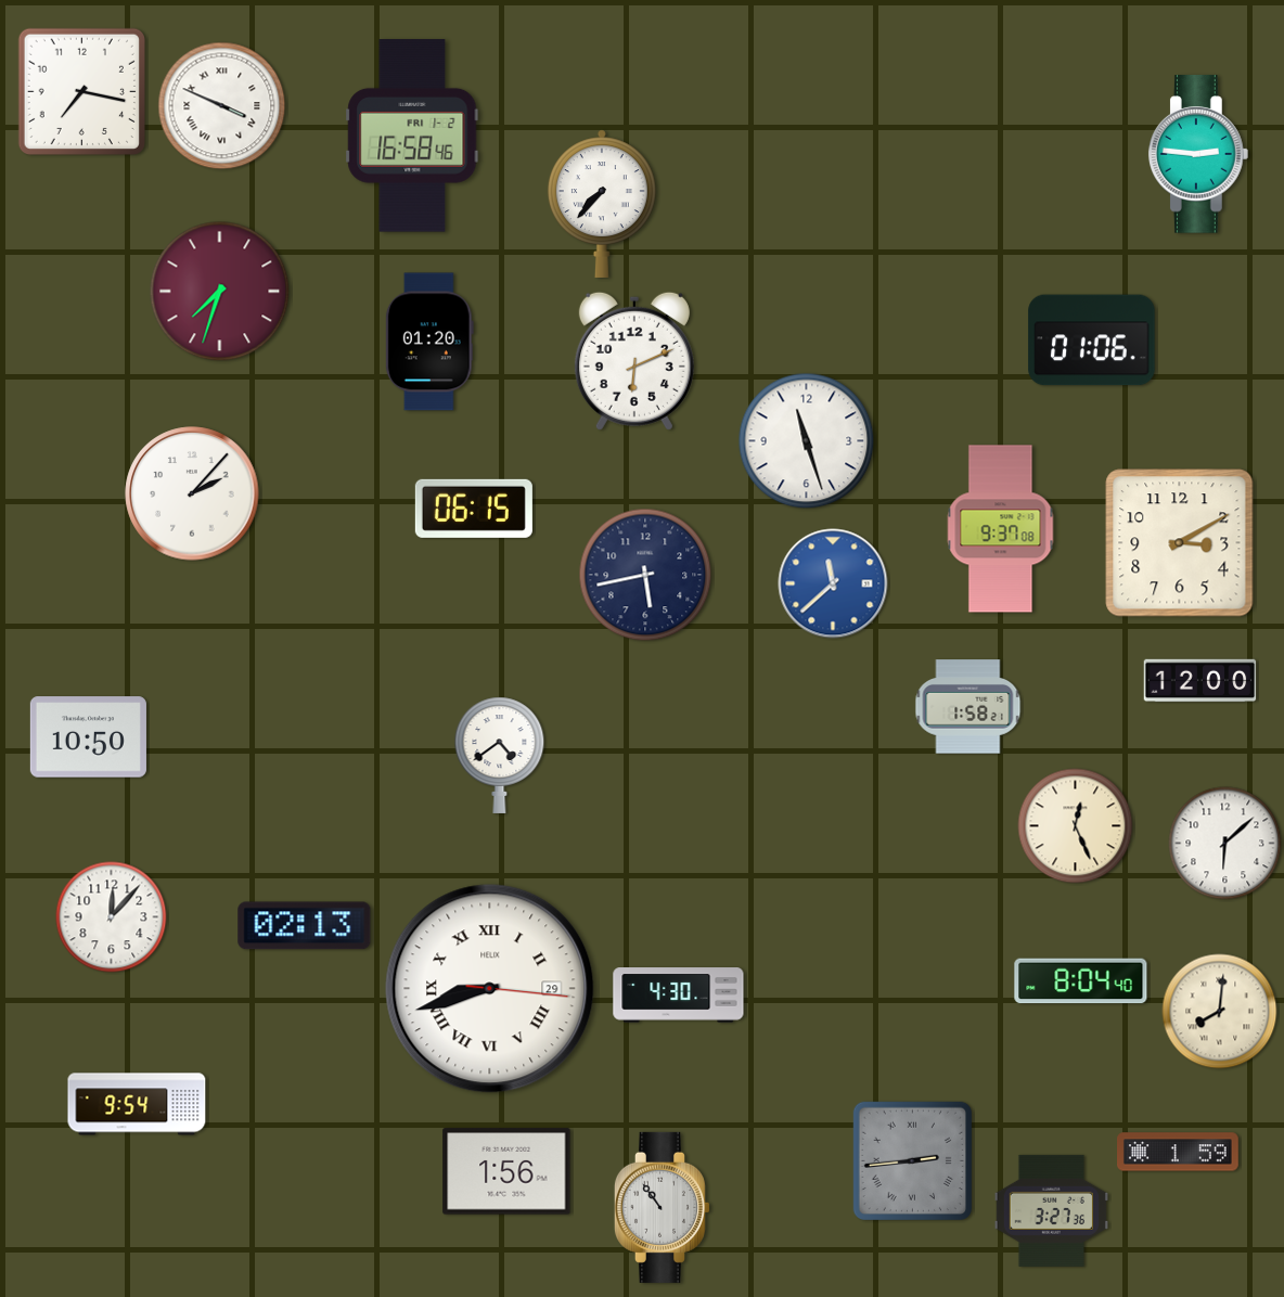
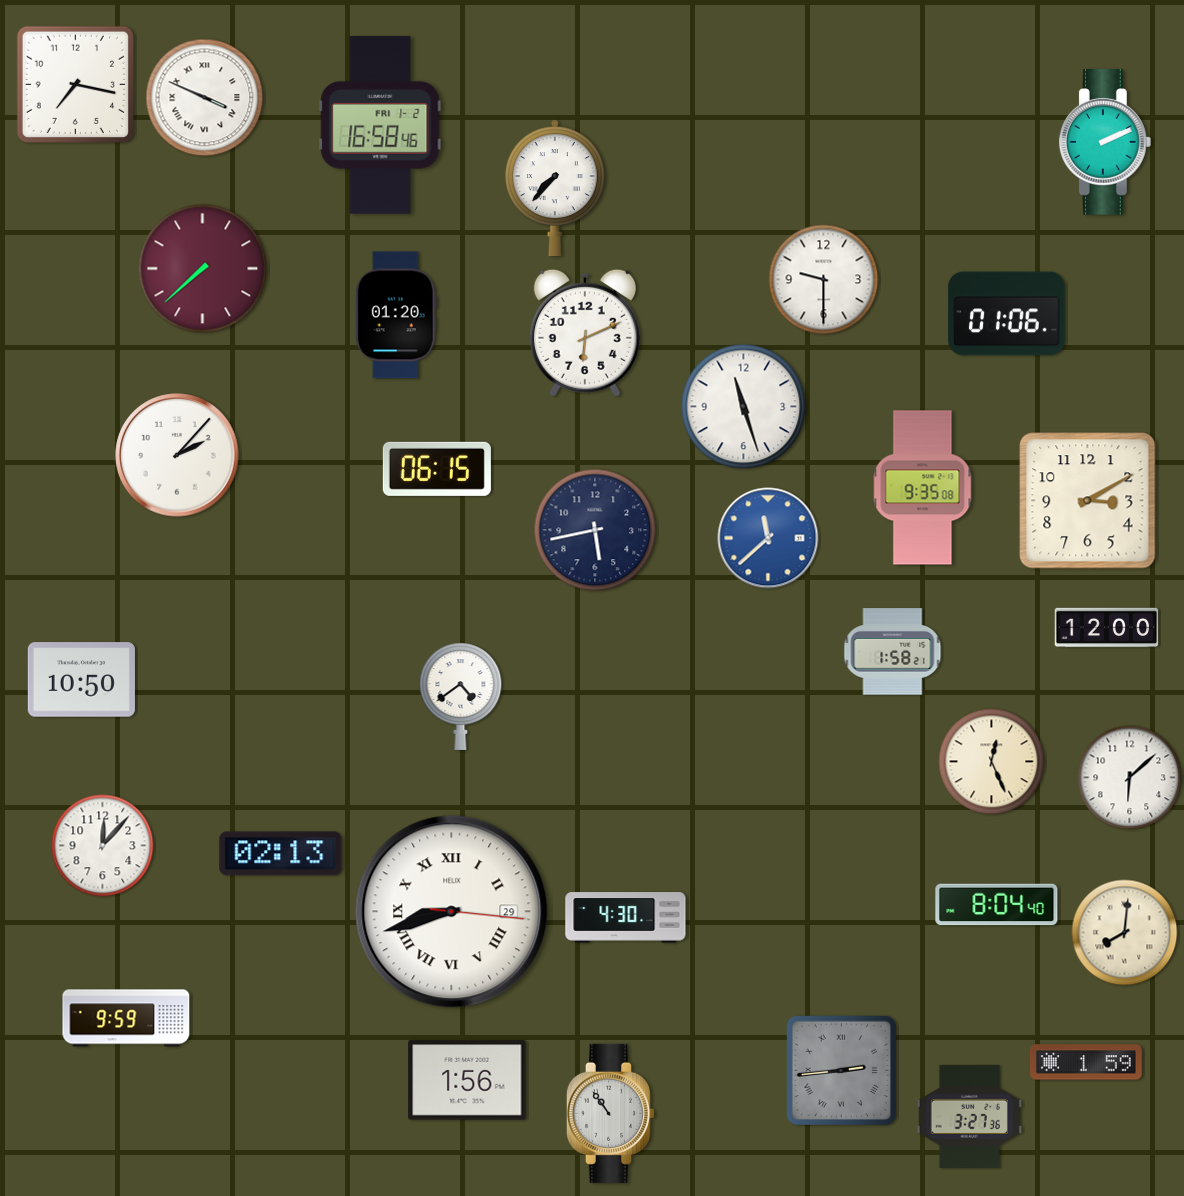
clock at (1198, 154): 2:46 -> 2:11
clock at (220, 292): 7:33 -> 7:38
clock at (824, 280): none -> 9:30
clock at (1001, 529): 9:37 -> 9:35
clock at (137, 1104): 9:54 -> 9:59
